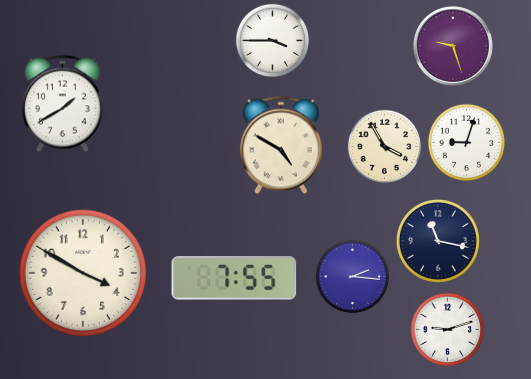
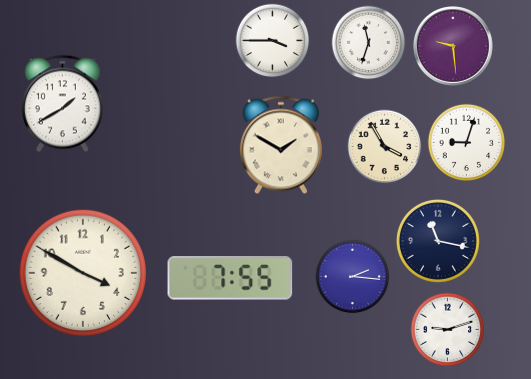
clock at (369, 43): none -> 11:33
clock at (454, 47): 9:27 -> 9:29
clock at (281, 145): 4:50 -> 1:50
clock at (234, 279) position: (234, 279) -> (230, 279)
